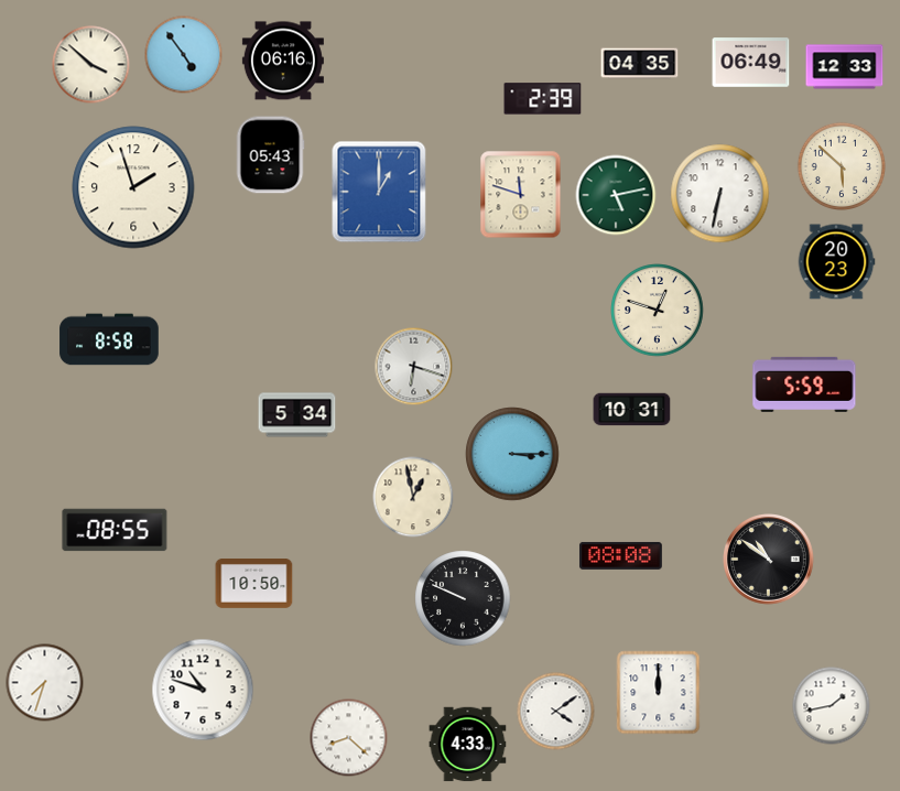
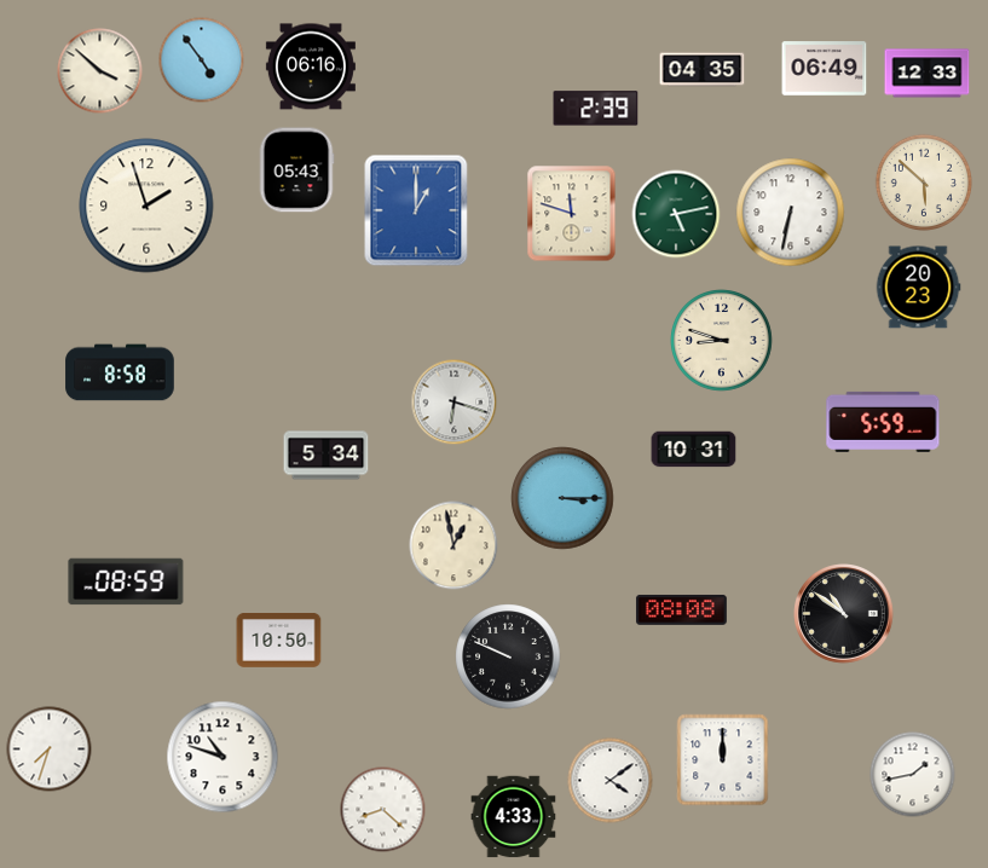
clock at (658, 311): 12:48 -> 8:48
clock at (115, 530): 08:55 -> 08:59
